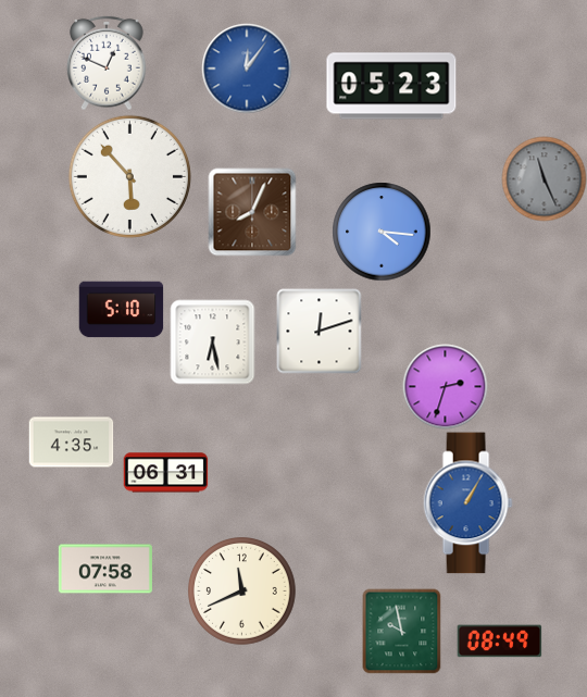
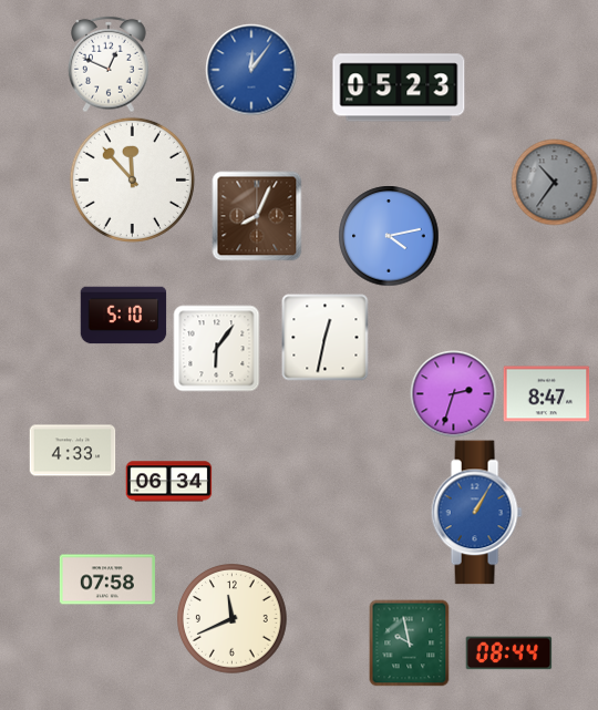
clock at (129, 176): 5:53 -> 11:53
clock at (544, 178): 11:26 -> 10:36
clock at (382, 232): 4:16 -> 4:13
clock at (319, 331): 12:12 -> 12:32
clock at (212, 341): 6:28 -> 6:06
clock at (546, 394): none -> 8:47
clock at (71, 443): 4:35 -> 4:33
clock at (165, 473): 06:31 -> 06:34
clock at (242, 592) position: (242, 592) -> (233, 619)
clock at (499, 642): 08:49 -> 08:44
